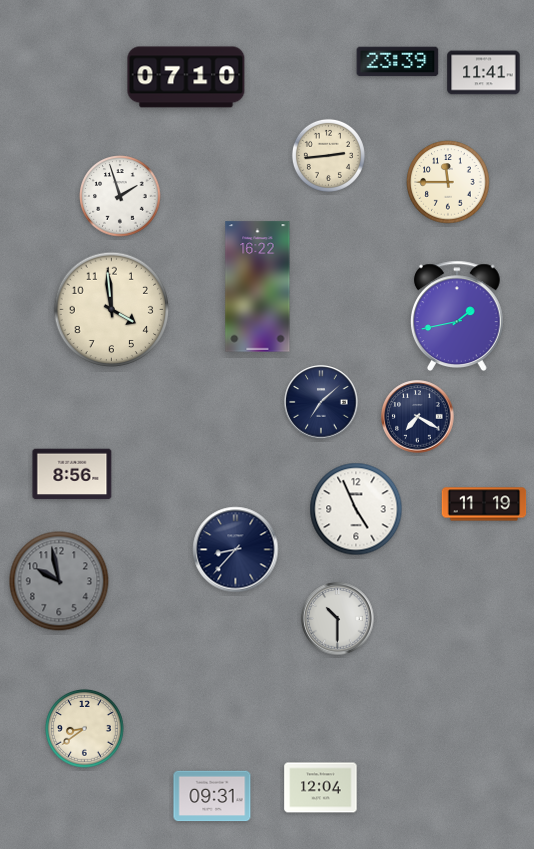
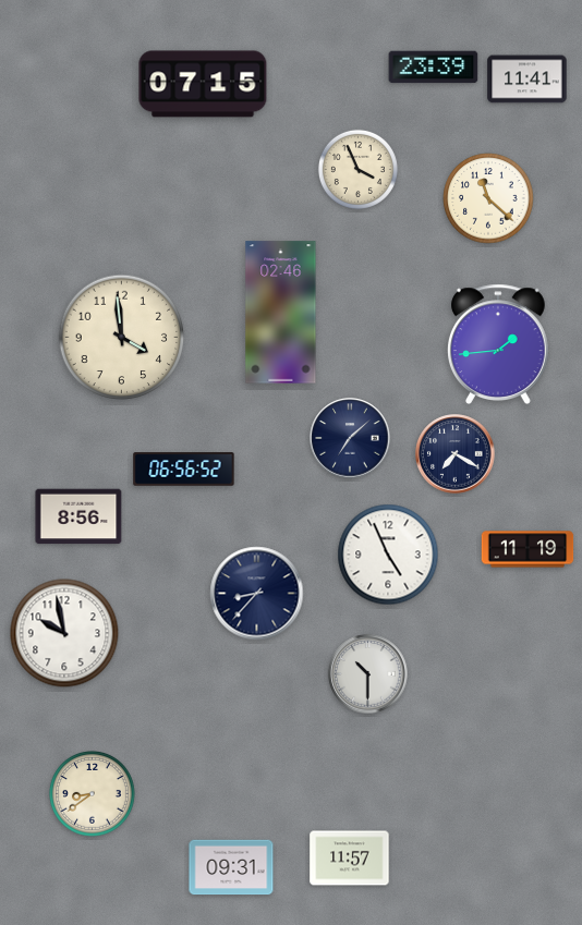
clock at (186, 77): 07:10 -> 07:15
clock at (328, 155): 2:44 -> 3:56
clock at (448, 182): 11:45 -> 11:22
clock at (120, 196): 1:57 -> none
clock at (258, 287): 16:22 -> 02:46
clock at (457, 315): 1:43 -> 1:44
clock at (184, 470): none -> 06:56
clock at (236, 550) position: (236, 550) -> (257, 594)
clock at (59, 581) dial: grey -> white
clock at (321, 788): 12:04 -> 11:57
